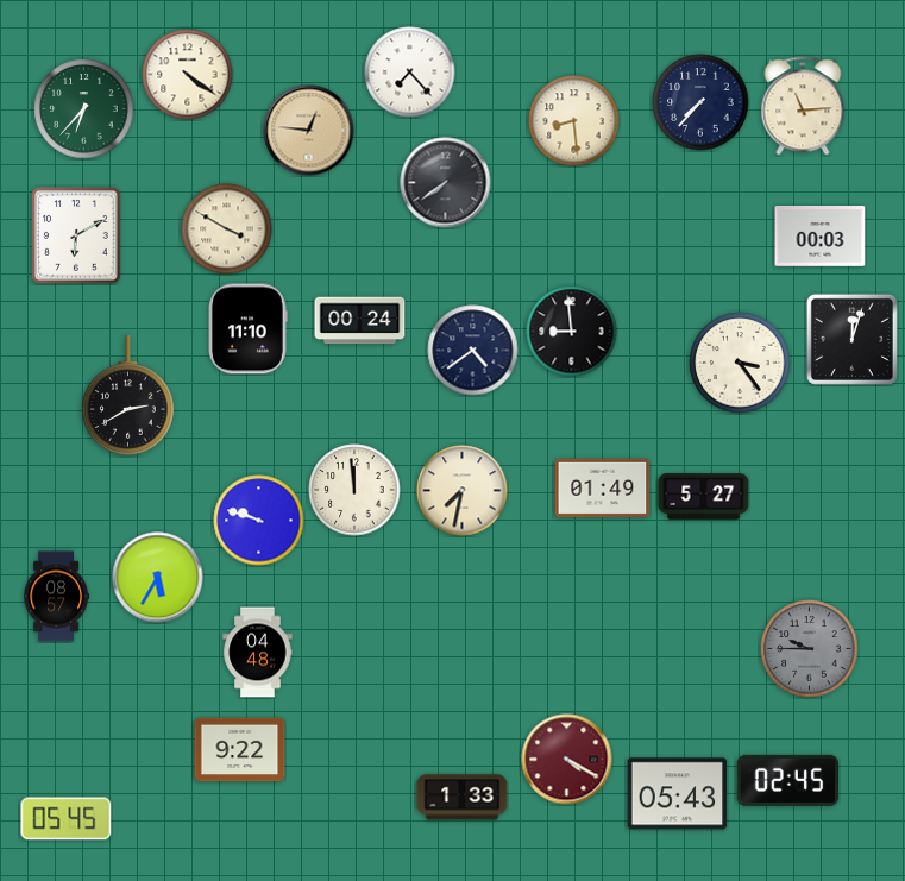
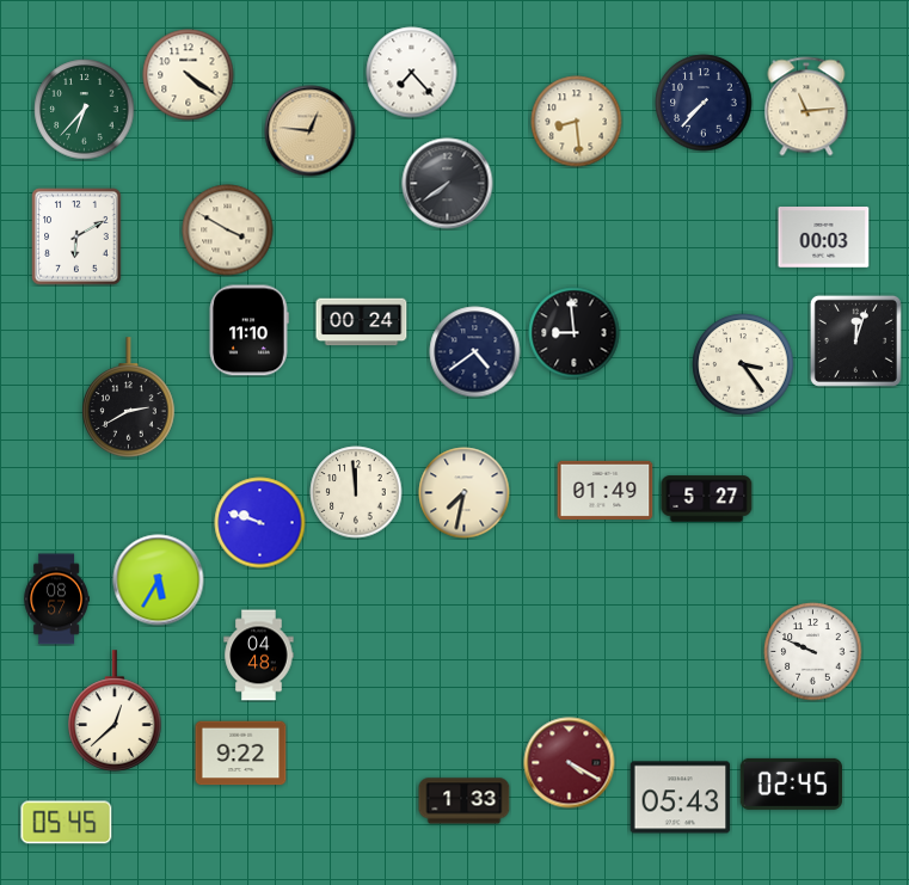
clock at (810, 649): 9:45 -> 9:49
clock at (810, 649) dial: grey -> white
clock at (115, 711): none -> 12:38
